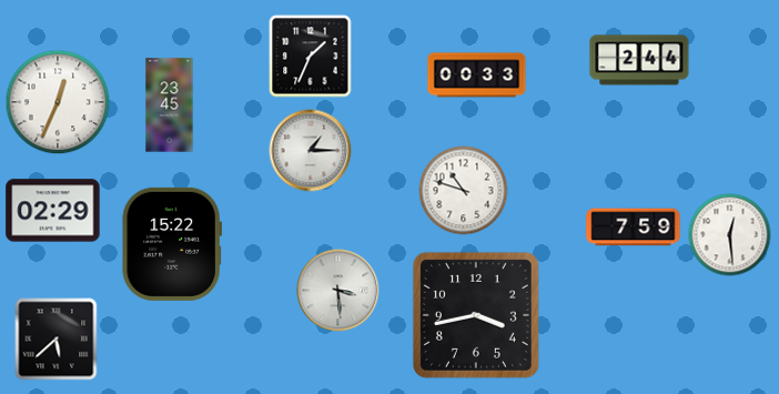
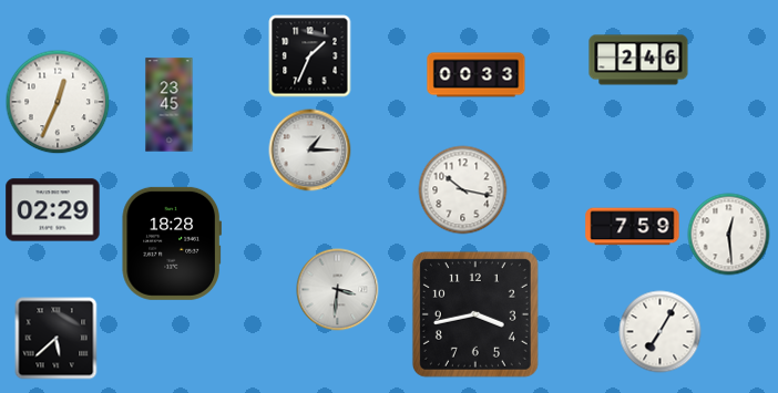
clock at (639, 60): 2:44 -> 2:46
clock at (464, 191): 10:48 -> 10:17
clock at (171, 244): 15:22 -> 18:28
clock at (338, 291): 3:29 -> 3:31
clock at (661, 332): none -> 7:05
